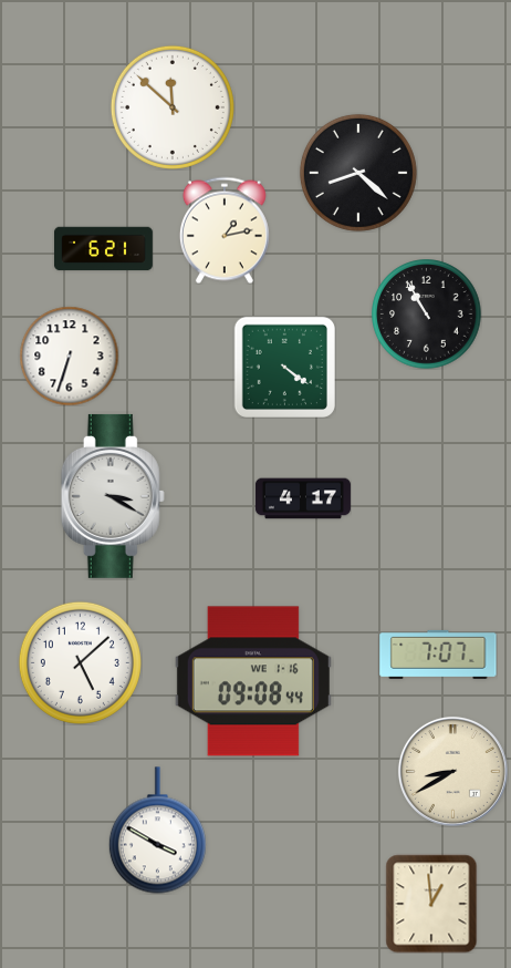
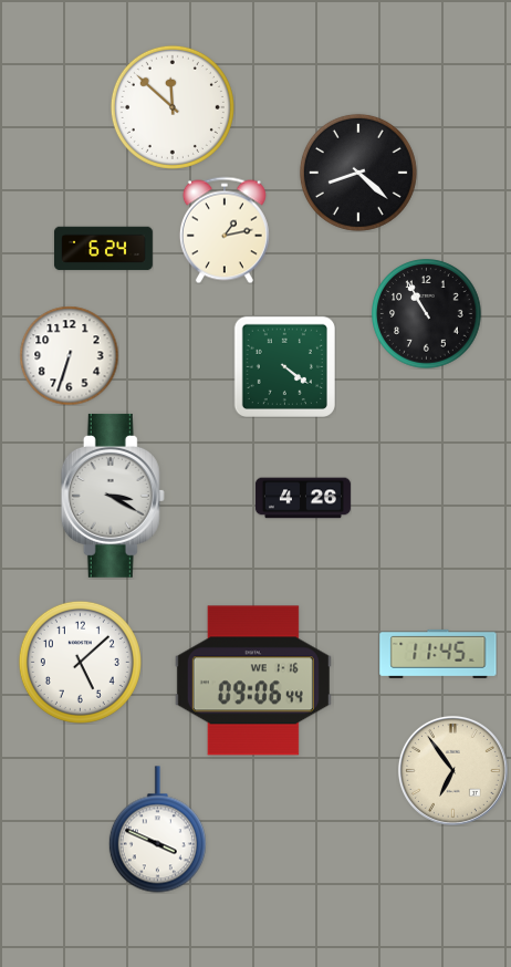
clock at (103, 249): 6:21 -> 6:24
clock at (303, 498): 4:17 -> 4:26
clock at (438, 655): 7:07 -> 11:45
clock at (253, 681): 09:08 -> 09:06
clock at (452, 771): 8:40 -> 6:54
clock at (157, 831): 3:50 -> 3:49
clock at (431, 904): 12:59 -> none
